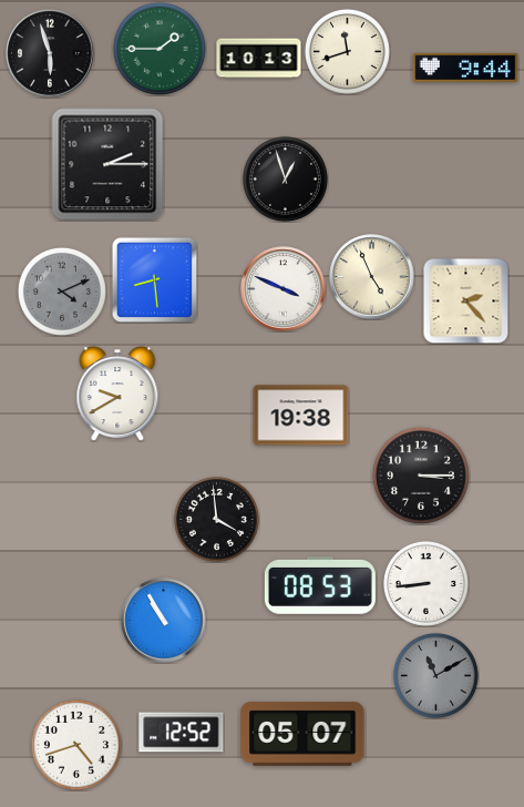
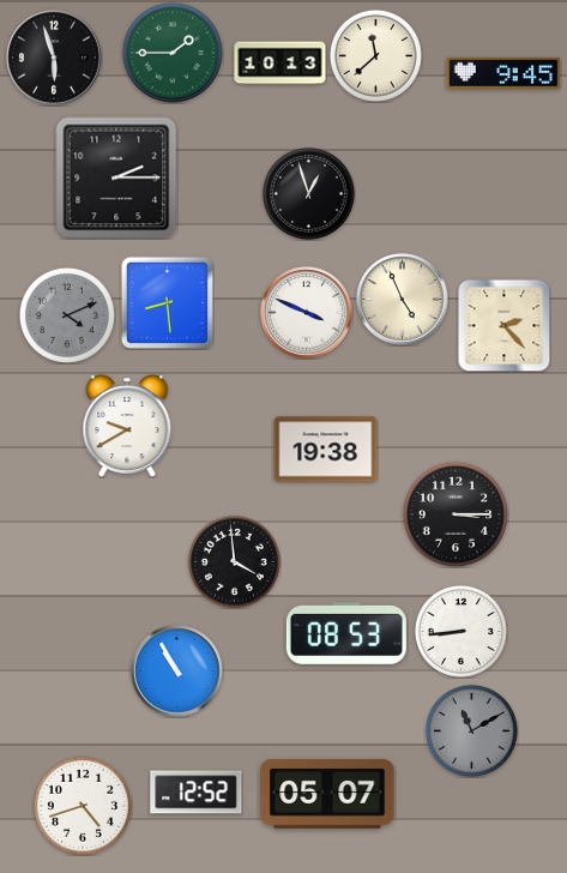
clock at (347, 51): 11:42 -> 11:38
clock at (465, 68): 9:44 -> 9:45
